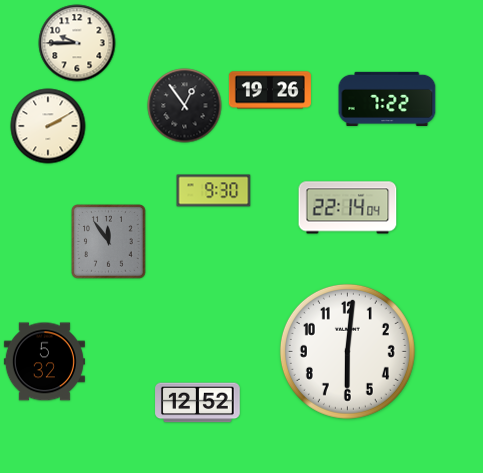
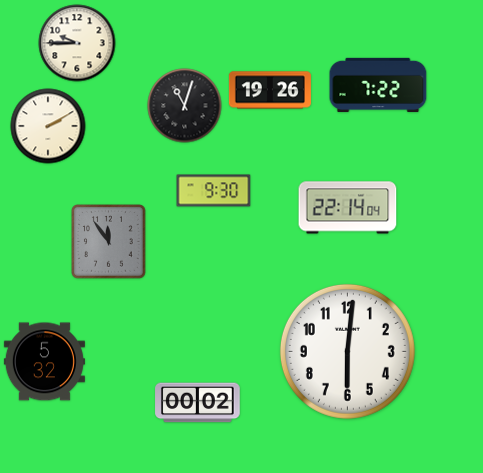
clock at (387, 98) position: (387, 98) -> (378, 84)
clock at (185, 106): 12:54 -> 11:03
clock at (198, 403): 12:52 -> 00:02
